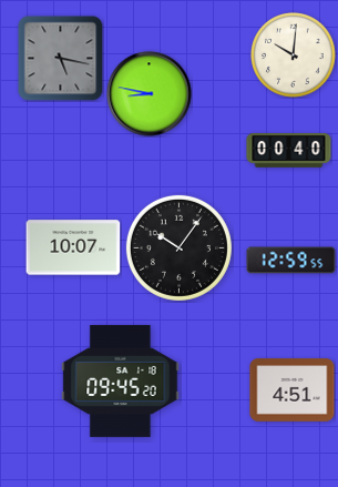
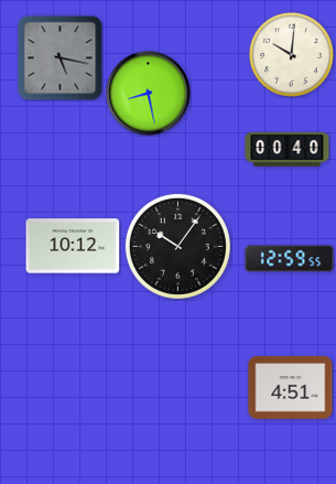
clock at (150, 94): 8:47 -> 8:28
clock at (73, 247): 10:07 -> 10:12
clock at (121, 381): 09:45 -> none
